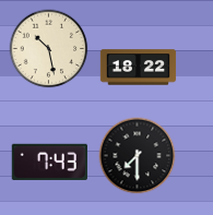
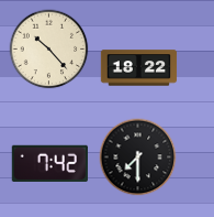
clock at (49, 49): 10:28 -> 10:23
clock at (49, 162): 7:43 -> 7:42
